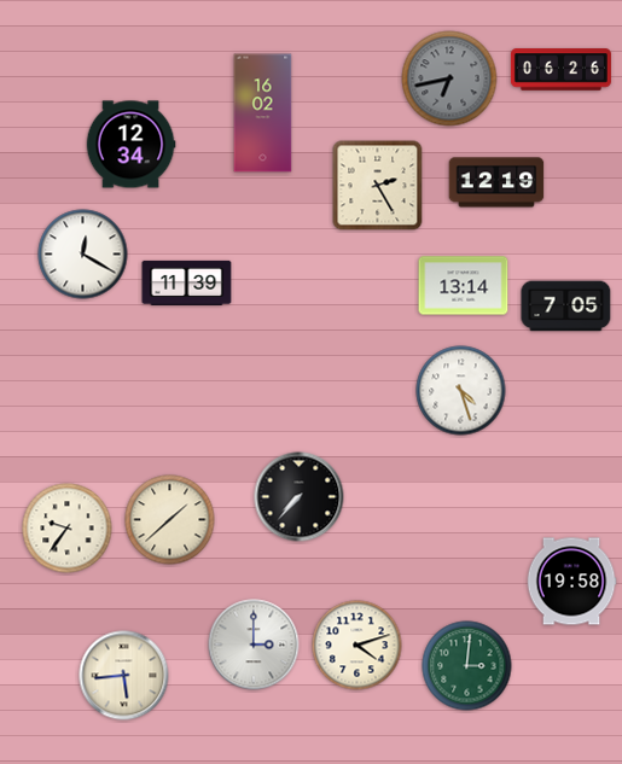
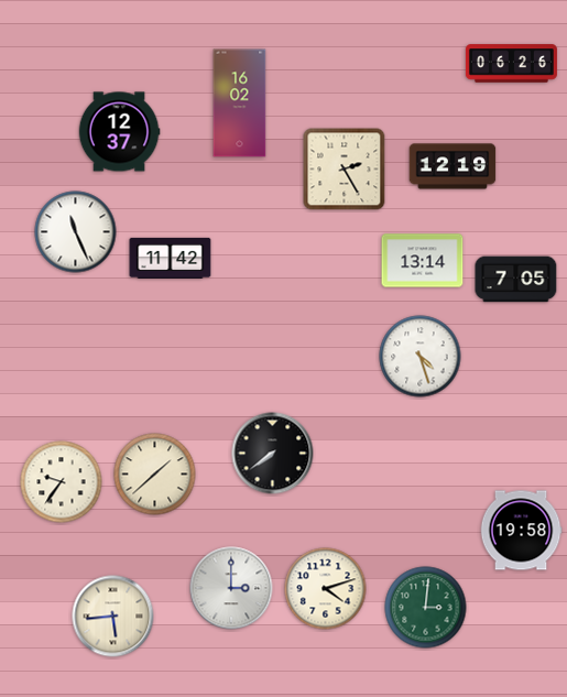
clock at (449, 78): 6:43 -> none
clock at (130, 145): 12:34 -> 12:37
clock at (83, 255): 12:20 -> 11:26
clock at (187, 282): 11:39 -> 11:42
clock at (300, 497): 7:37 -> 7:39
